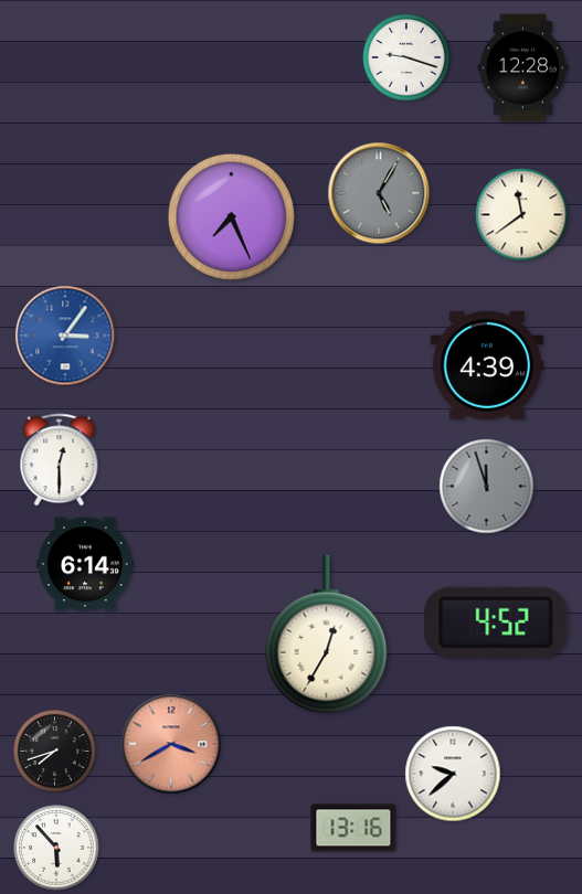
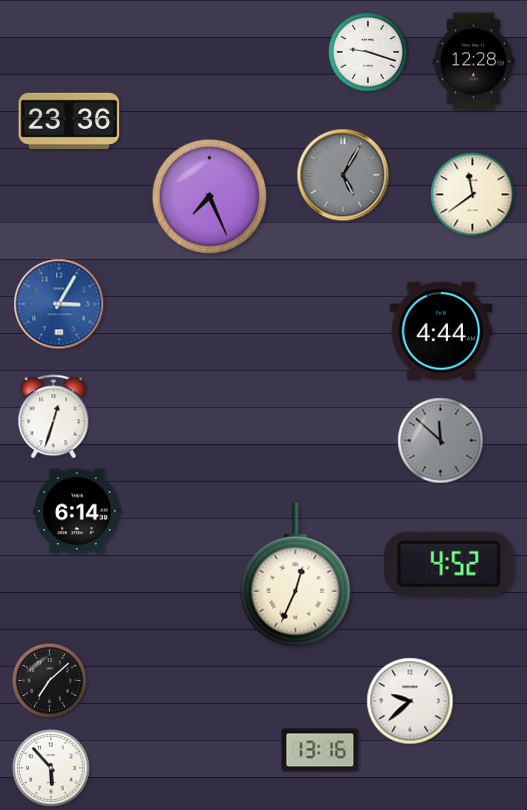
clock at (69, 120): none -> 23:36
clock at (65, 336): 3:06 -> 3:05
clock at (486, 365): 4:39 -> 4:44
clock at (60, 460): 12:30 -> 12:33
clock at (487, 487): 11:57 -> 11:52
clock at (327, 635): 12:35 -> 12:34
clock at (171, 744): 3:40 -> none
clock at (55, 752): 7:42 -> 7:08
